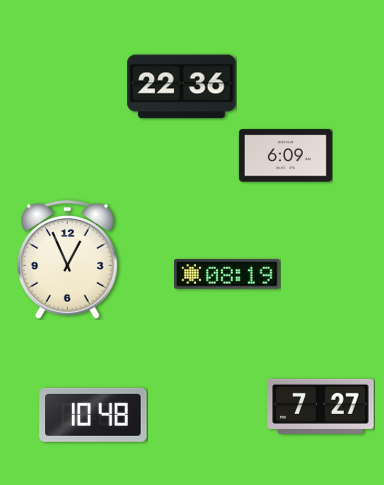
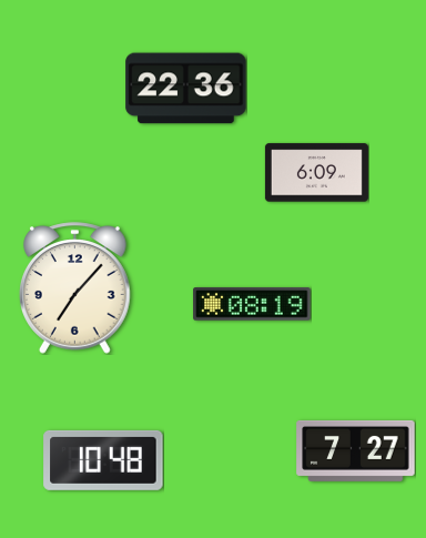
clock at (182, 87) position: (182, 87) -> (186, 89)
clock at (68, 260): 12:56 -> 7:07
